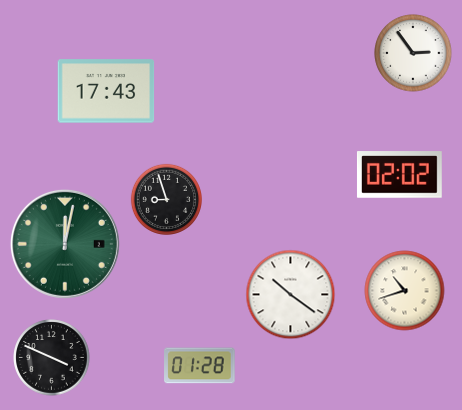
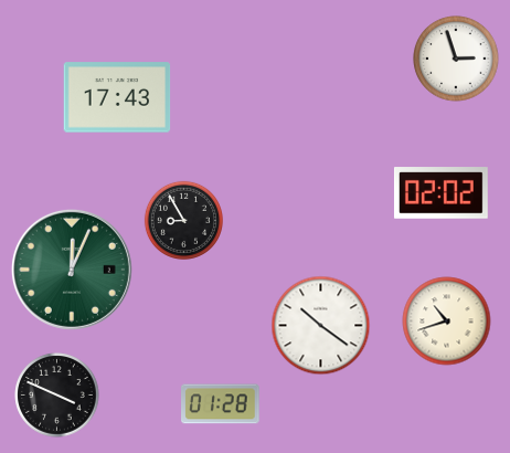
clock at (413, 53): 2:54 -> 2:57
clock at (106, 91) position: (106, 91) -> (117, 97)
clock at (166, 199): 8:57 -> 8:55
clock at (65, 244): 12:02 -> 12:04
